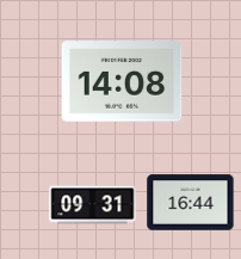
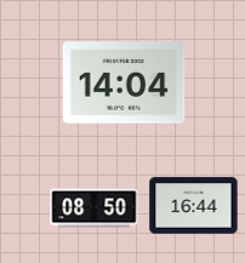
clock at (122, 81): 14:08 -> 14:04
clock at (93, 205): 09:31 -> 08:50
